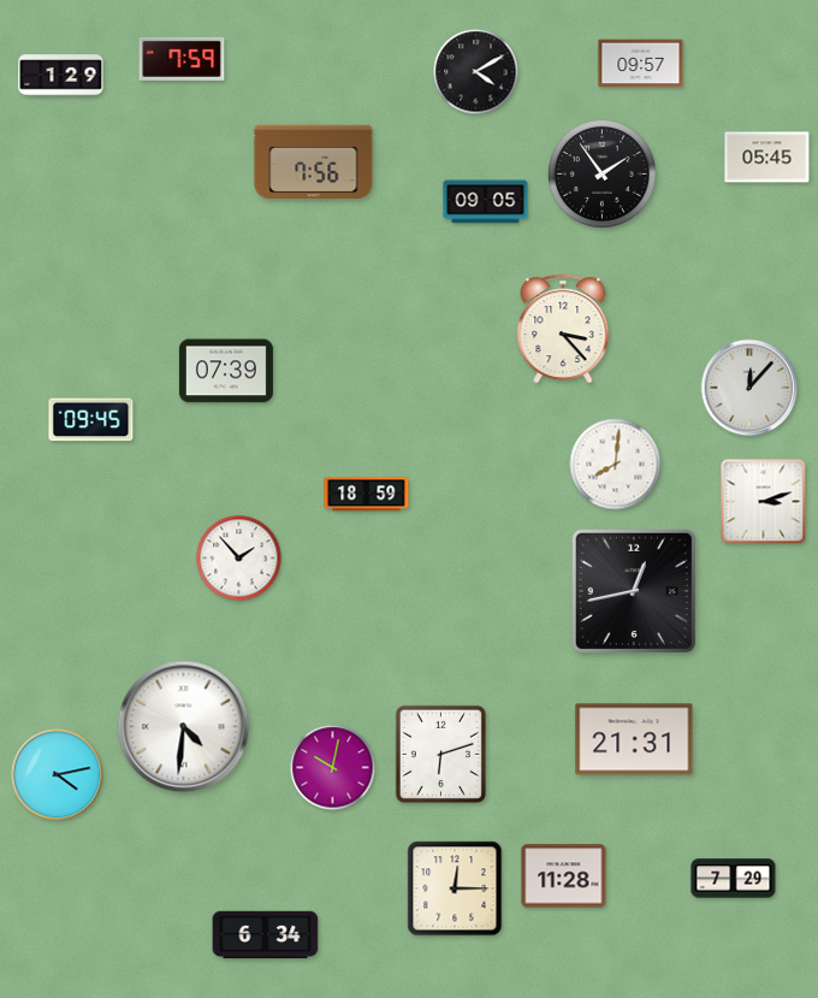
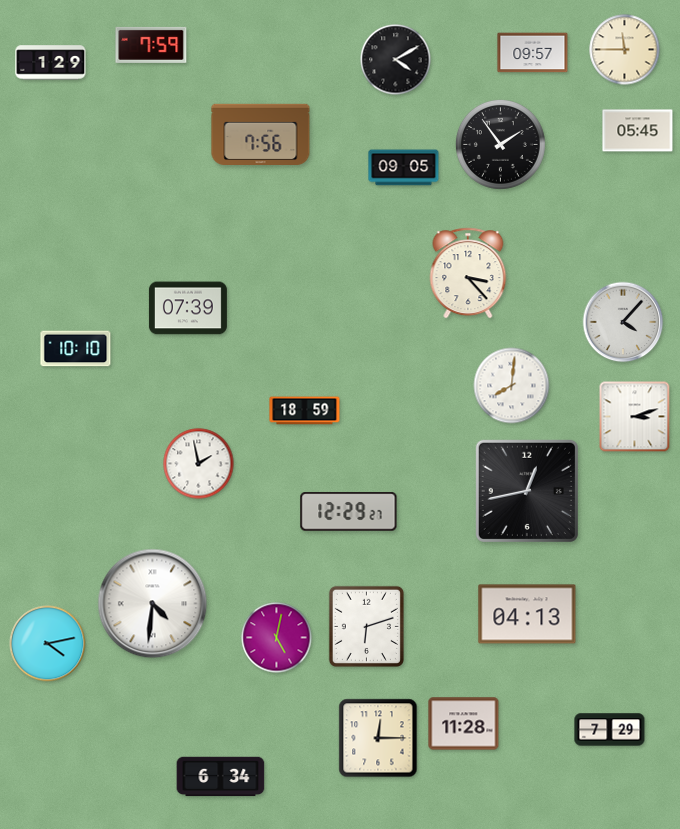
clock at (182, 59) position: (182, 59) -> (151, 45)
clock at (625, 50): none -> 11:45
clock at (749, 388): 12:07 -> 4:07
clock at (91, 420): 09:45 -> 10:10
clock at (239, 559): 1:53 -> 1:58
clock at (349, 512): none -> 12:29
clock at (634, 739): 21:31 -> 04:13
clock at (333, 768): 10:02 -> 5:02
clock at (564, 876) position: (564, 876) -> (464, 724)
